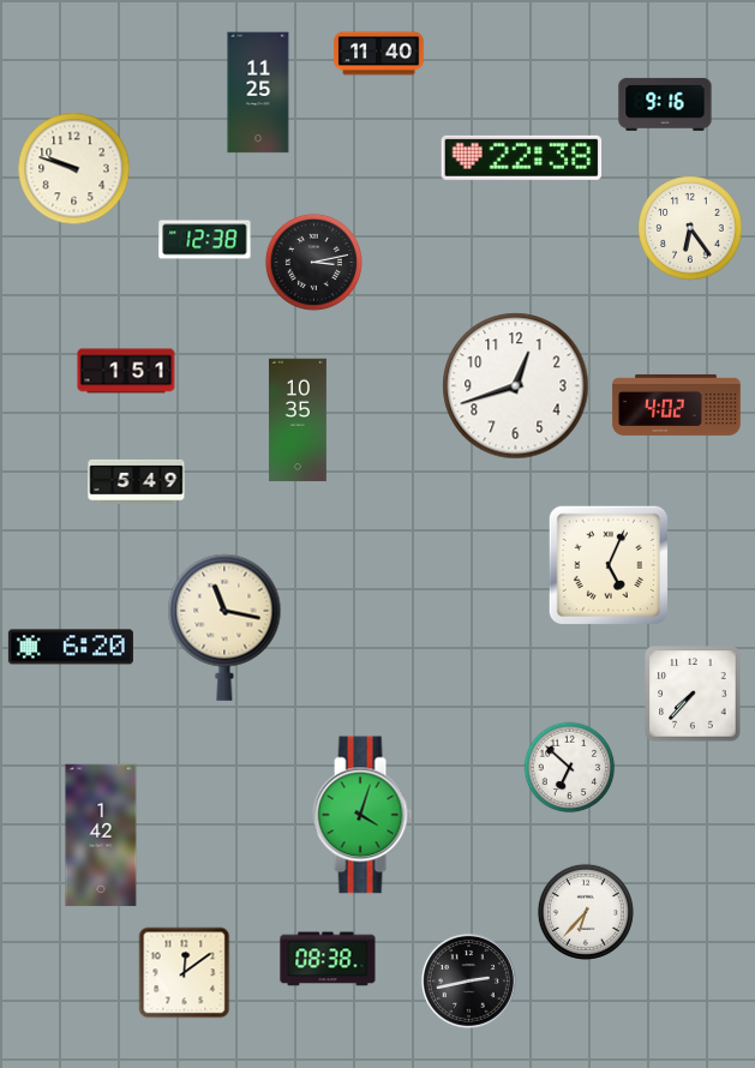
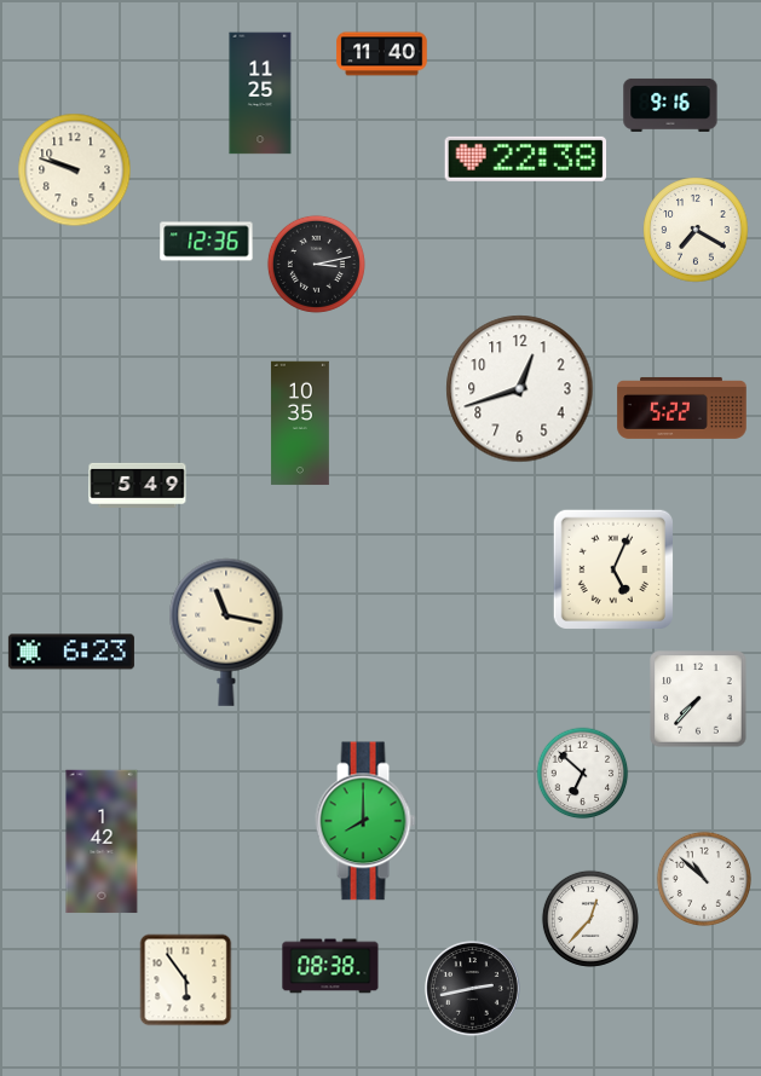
clock at (690, 228): 6:24 -> 7:20
clock at (205, 240): 12:38 -> 12:36
clock at (126, 371): 1:51 -> none
clock at (677, 404): 4:02 -> 5:22
clock at (71, 647): 6:20 -> 6:23
clock at (570, 768) position: (570, 768) -> (583, 774)
clock at (362, 815): 4:03 -> 8:00
clock at (703, 878): none -> 10:52
clock at (586, 912): 6:37 -> 12:37
clock at (185, 973): 12:09 -> 5:54
